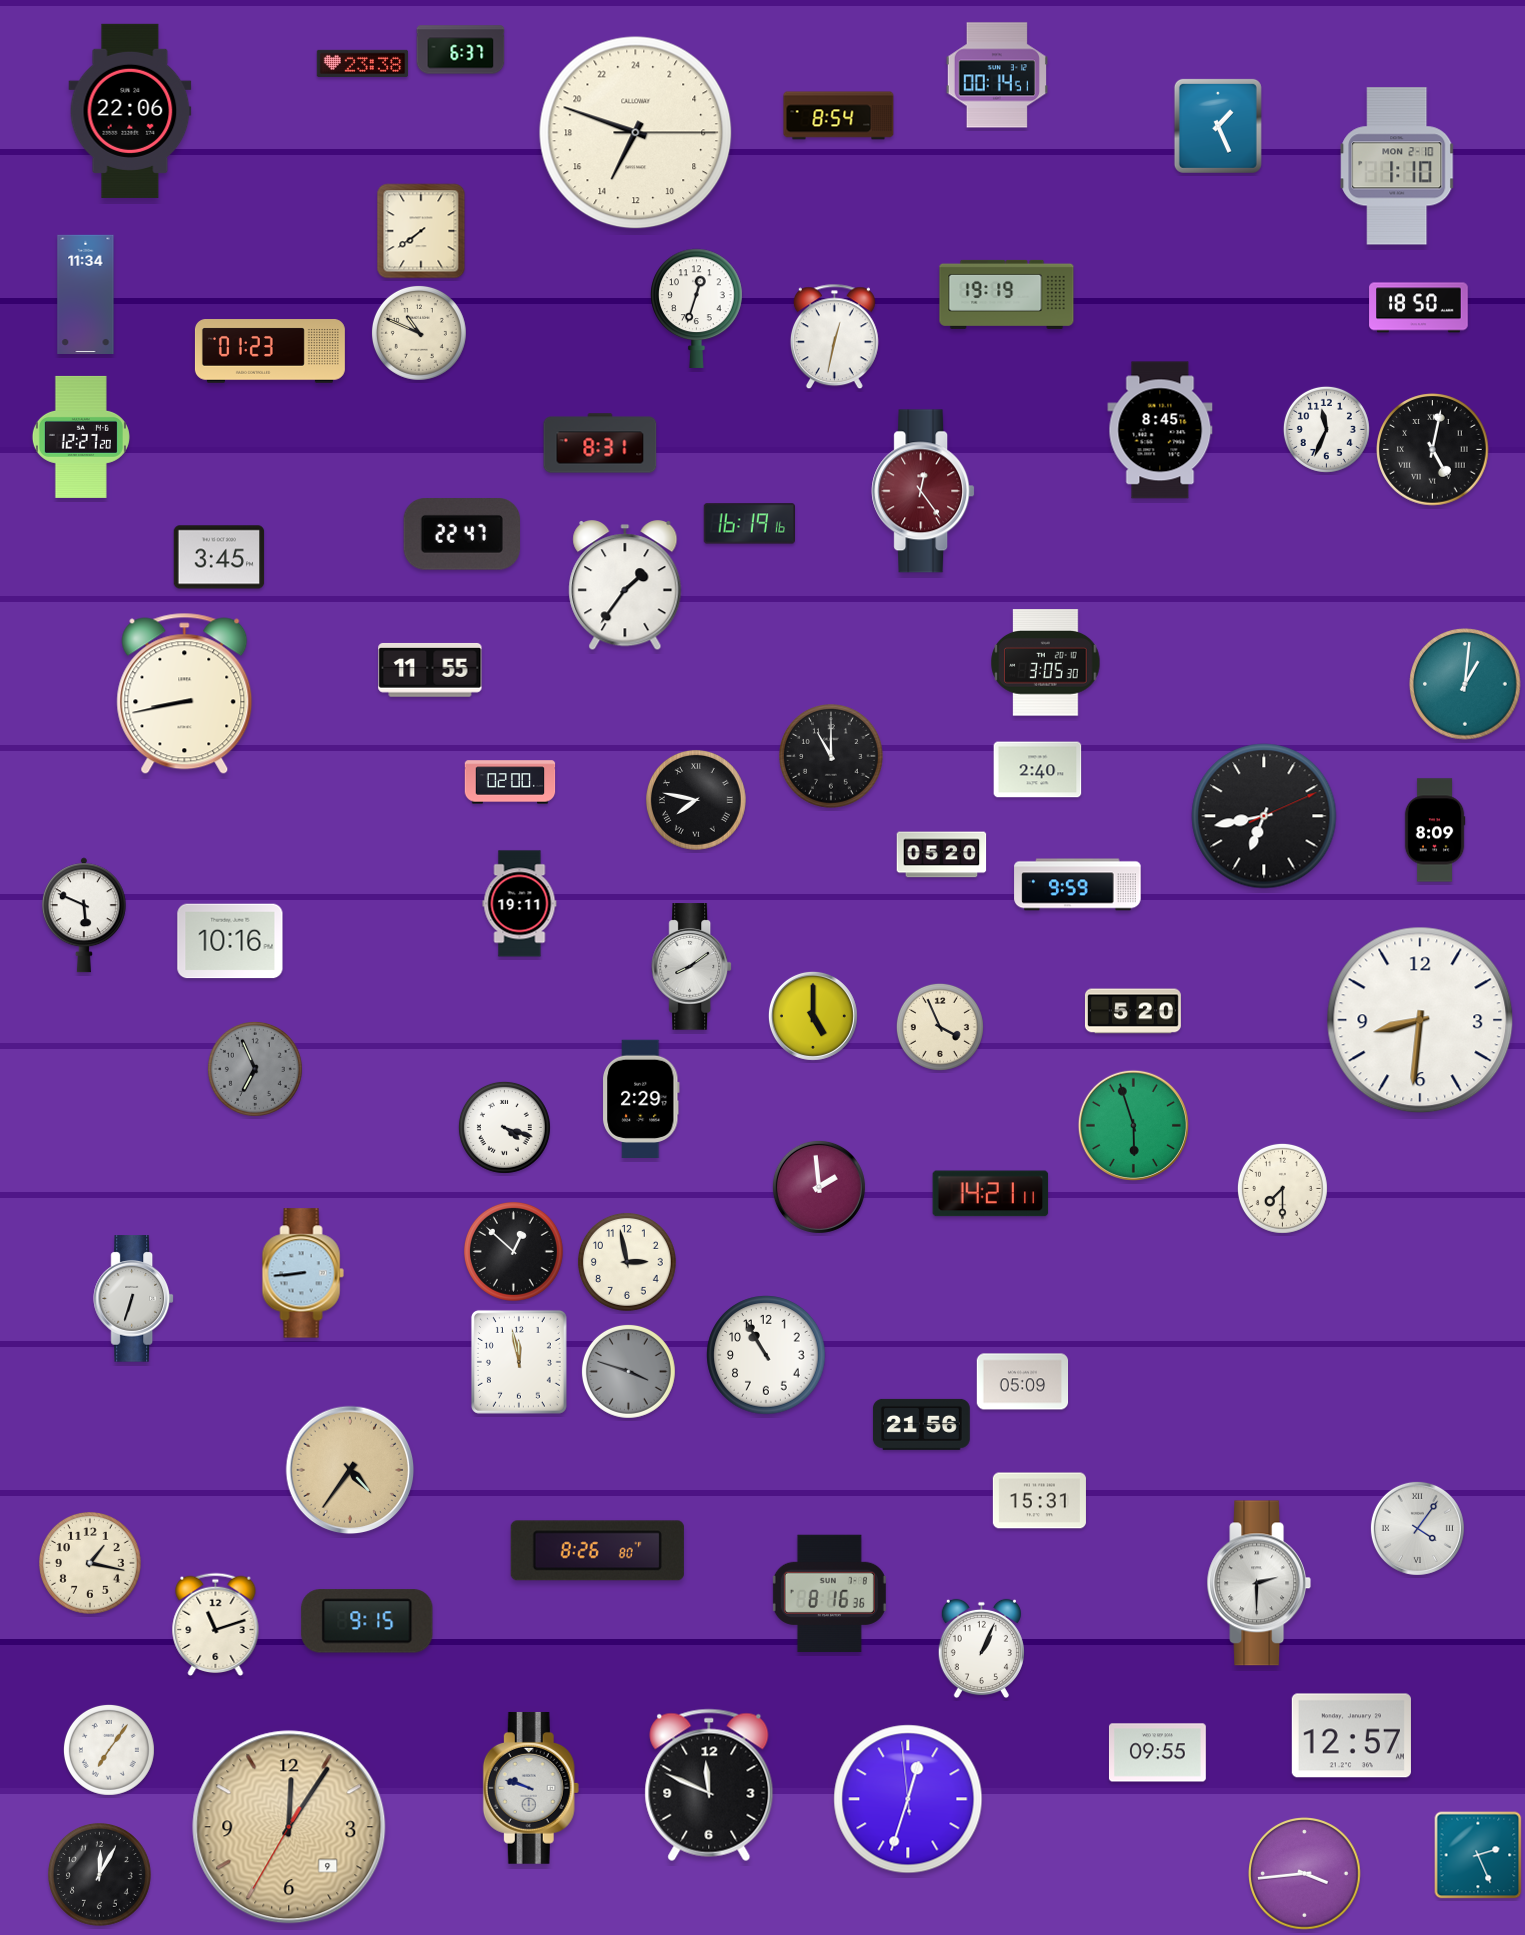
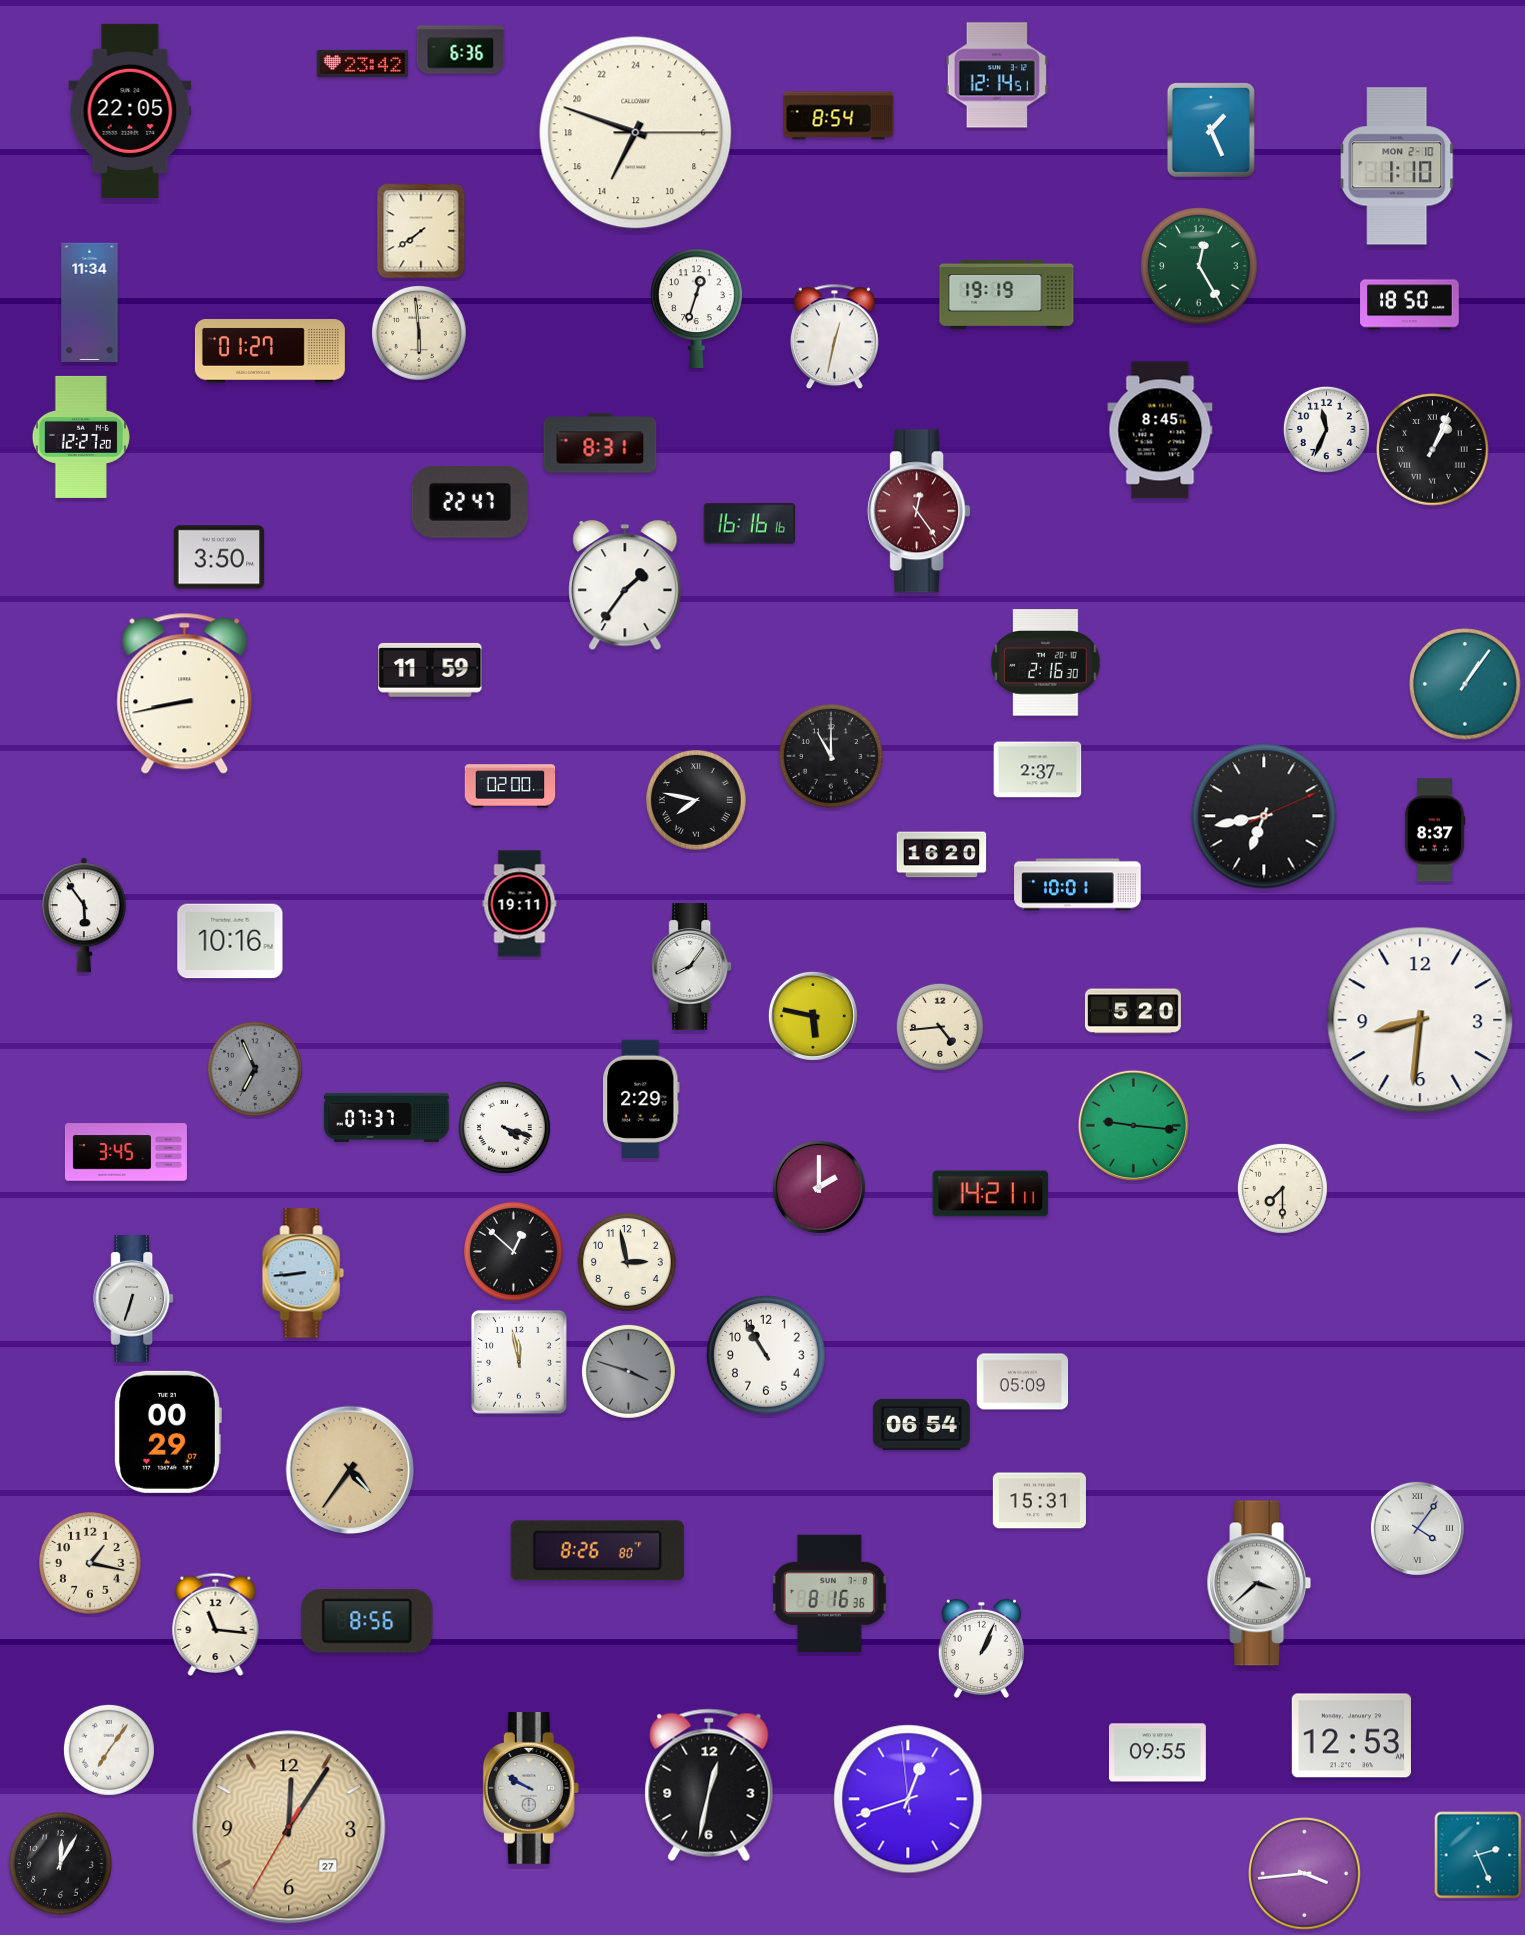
clock at (461, 50): 6:37 -> 6:36
clock at (363, 63): 23:38 -> 23:42
clock at (996, 75): 00:14 -> 12:14
clock at (130, 111): 22:06 -> 22:05
clock at (1218, 126) position: (1218, 126) -> (1211, 130)
clock at (1199, 266): none -> 12:25
clock at (86, 294) position: (86, 294) -> (90, 302)
clock at (1419, 308) position: (1419, 308) -> (1410, 305)
clock at (419, 333): 10:49 -> 5:59
clock at (270, 351): 01:23 -> 01:27
clock at (1433, 450): 5:02 -> 1:04
clock at (923, 491) position: (923, 491) -> (919, 511)
clock at (749, 524): 16:19 -> 16:16
clock at (461, 535) position: (461, 535) -> (469, 503)
clock at (219, 557): 3:45 -> 3:50
clock at (1046, 663): 3:05 -> 2:16
clock at (430, 670): 11:55 -> 11:59
clock at (1465, 684): 1:01 -> 1:06
clock at (1038, 770): 2:40 -> 2:37
clock at (510, 782) position: (510, 782) -> (510, 786)
clock at (1435, 830): 8:09 -> 8:37
clock at (942, 855): 05:20 -> 16:20
clock at (1078, 885): 9:59 -> 10:01
clock at (84, 915): 5:49 -> 5:54
clock at (692, 967): 8:09 -> 8:06
clock at (813, 1016): 5:00 -> 5:47
clock at (940, 1027): 3:56 -> 4:44
clock at (387, 1117): none -> 07:37
clock at (1133, 1125): 5:57 -> 9:16
clock at (126, 1152): none -> 3:45
clock at (819, 1187): 1:59 -> 2:00
clock at (921, 1424): 21:56 -> 06:54
clock at (168, 1432): none -> 00:29
clock at (1259, 1583): 2:30 -> 3:38
clock at (367, 1621): 9:15 -> 8:56
clock at (216, 1624): 11:12 -> 11:16
clock at (1351, 1736): 12:57 -> 12:53
clock at (709, 1785): 11:49 -> 12:32
clock at (531, 1788): 9:48 -> 9:50
clock at (908, 1799): 12:32 -> 12:41
clock at (289, 1827) date: 9 -> 27
clock at (100, 1875) position: (100, 1875) -> (61, 1864)
